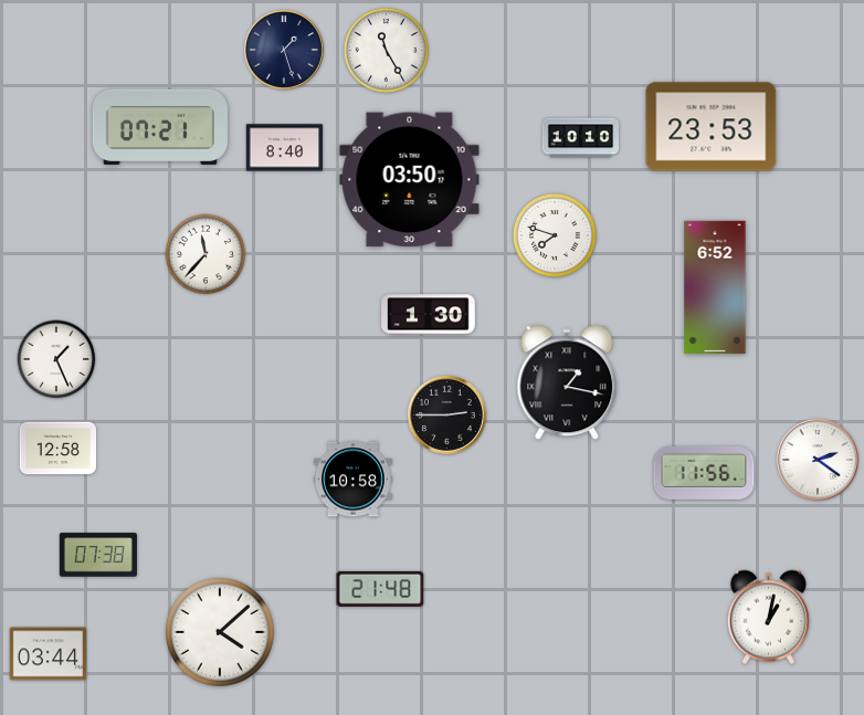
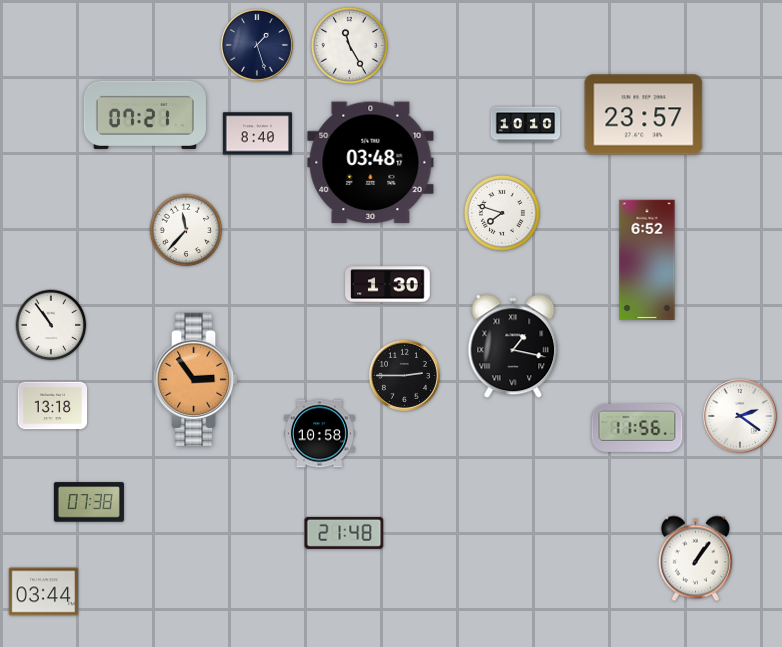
clock at (712, 127): 23:53 -> 23:57
clock at (410, 180): 03:50 -> 03:48
clock at (56, 359): 1:26 -> 10:54
clock at (196, 379): none -> 2:54
clock at (59, 449): 12:58 -> 13:18
clock at (768, 618): 1:02 -> 1:06
clock at (220, 632): 4:08 -> none
